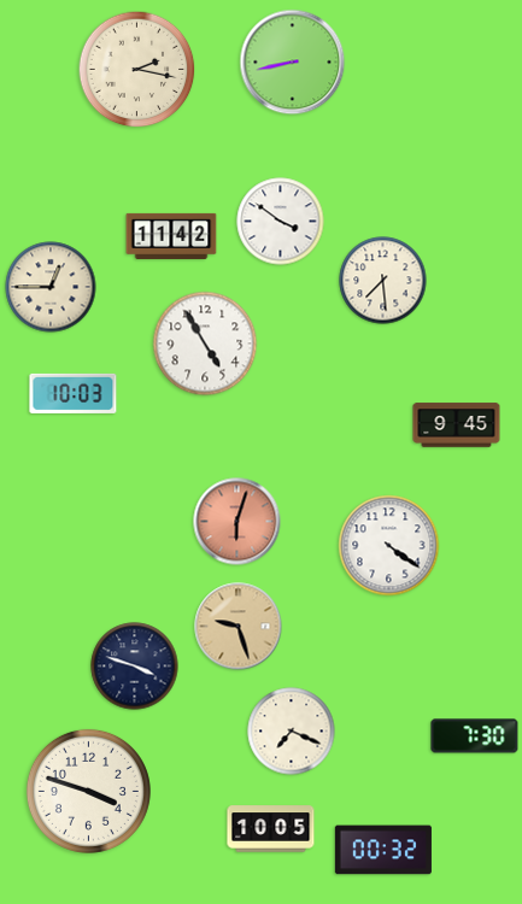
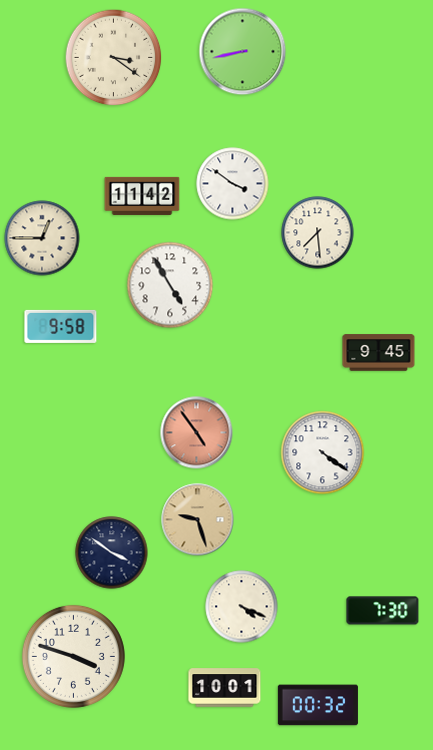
clock at (137, 70): 2:17 -> 3:21
clock at (74, 393): 10:03 -> 9:58
clock at (237, 522): 6:03 -> 4:54
clock at (135, 667): 3:48 -> 3:51
clock at (292, 732): 7:19 -> 4:19
clock at (475, 736) position: (475, 736) -> (383, 611)
clock at (271, 829): 10:05 -> 10:01
